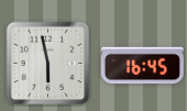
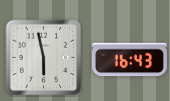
clock at (142, 66): 16:45 -> 16:43
